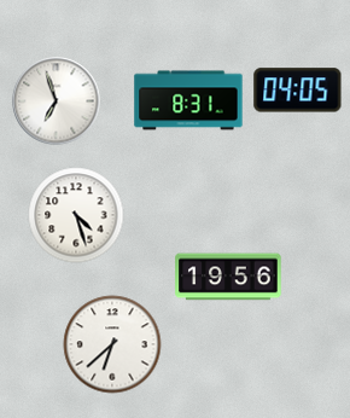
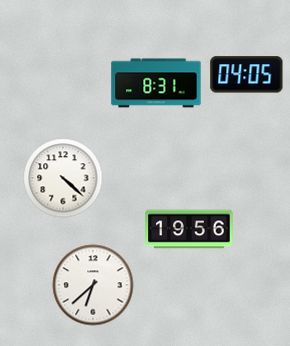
clock at (57, 101): 6:57 -> none
clock at (76, 215): 4:27 -> 4:22
